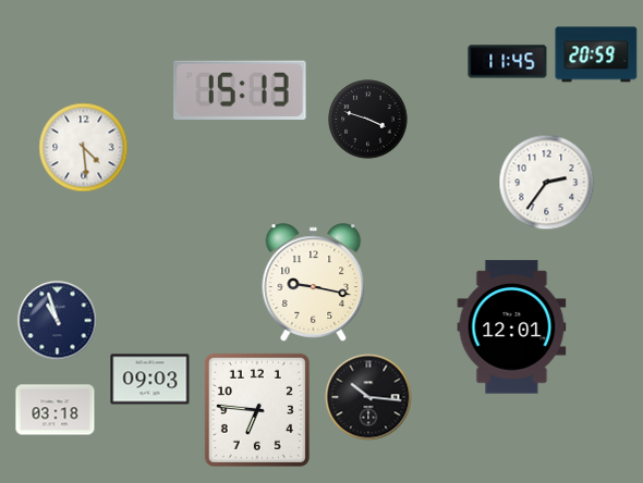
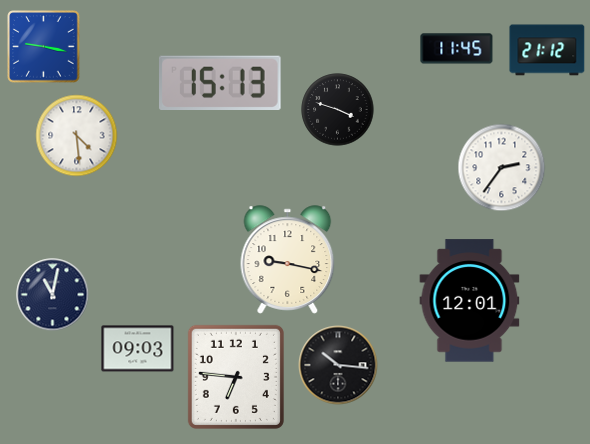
clock at (44, 47): none -> 9:17
clock at (596, 54): 20:59 -> 21:12
clock at (508, 62) position: (508, 62) -> (457, 49)
clock at (58, 321): 10:57 -> 11:02
clock at (56, 410): 03:18 -> none
